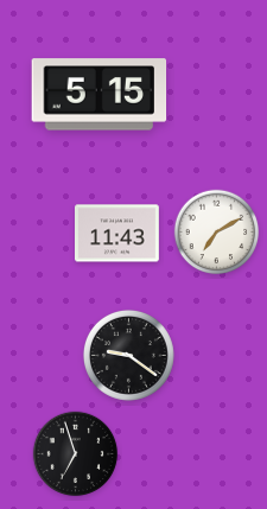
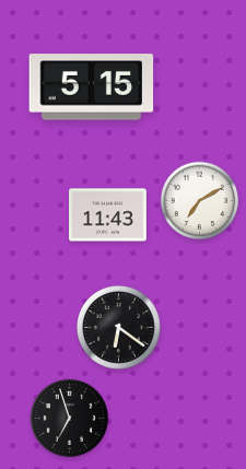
clock at (217, 233) position: (217, 233) -> (200, 201)
clock at (128, 355): 9:21 -> 6:21
